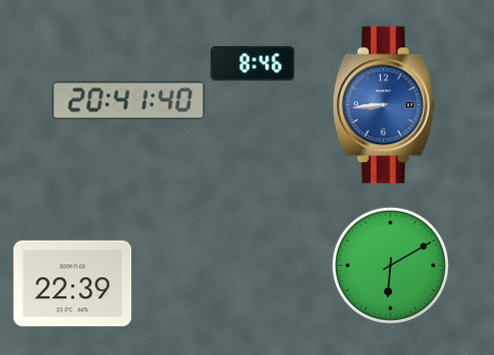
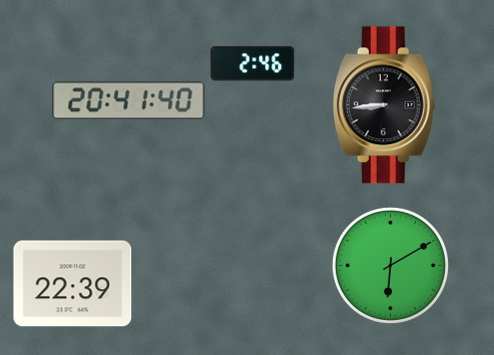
clock at (253, 64): 8:46 -> 2:46
clock at (384, 105) dial: blue -> black
